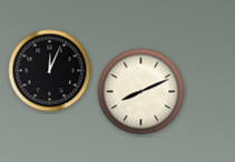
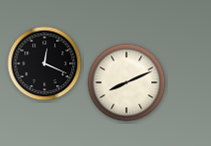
clock at (50, 71): 12:04 -> 12:19
